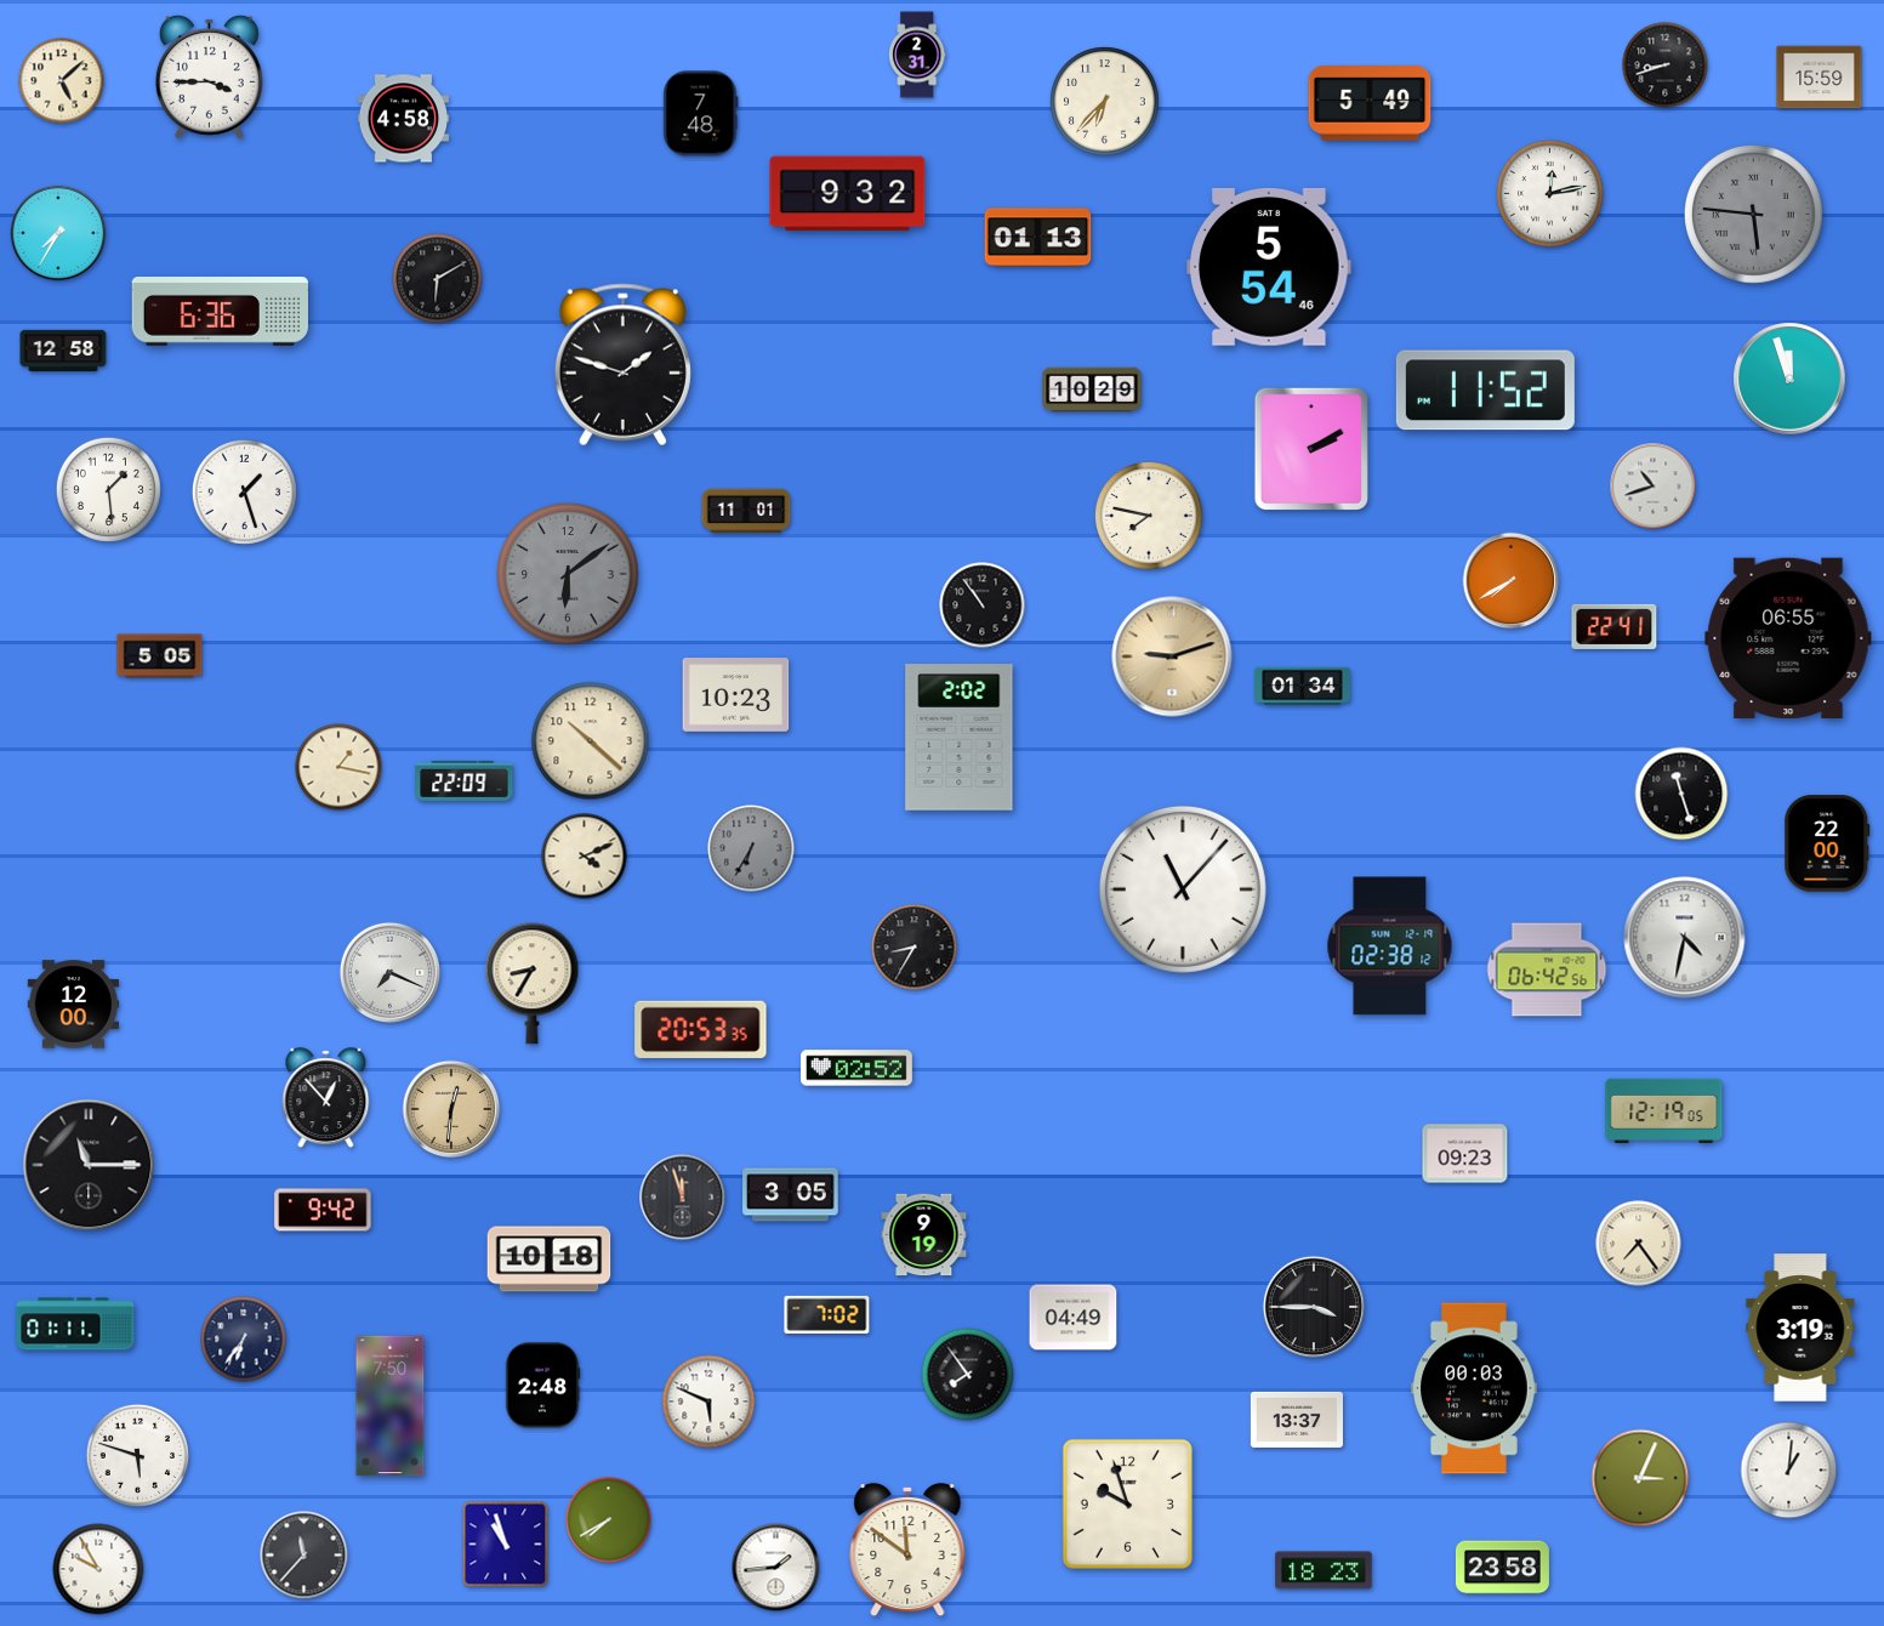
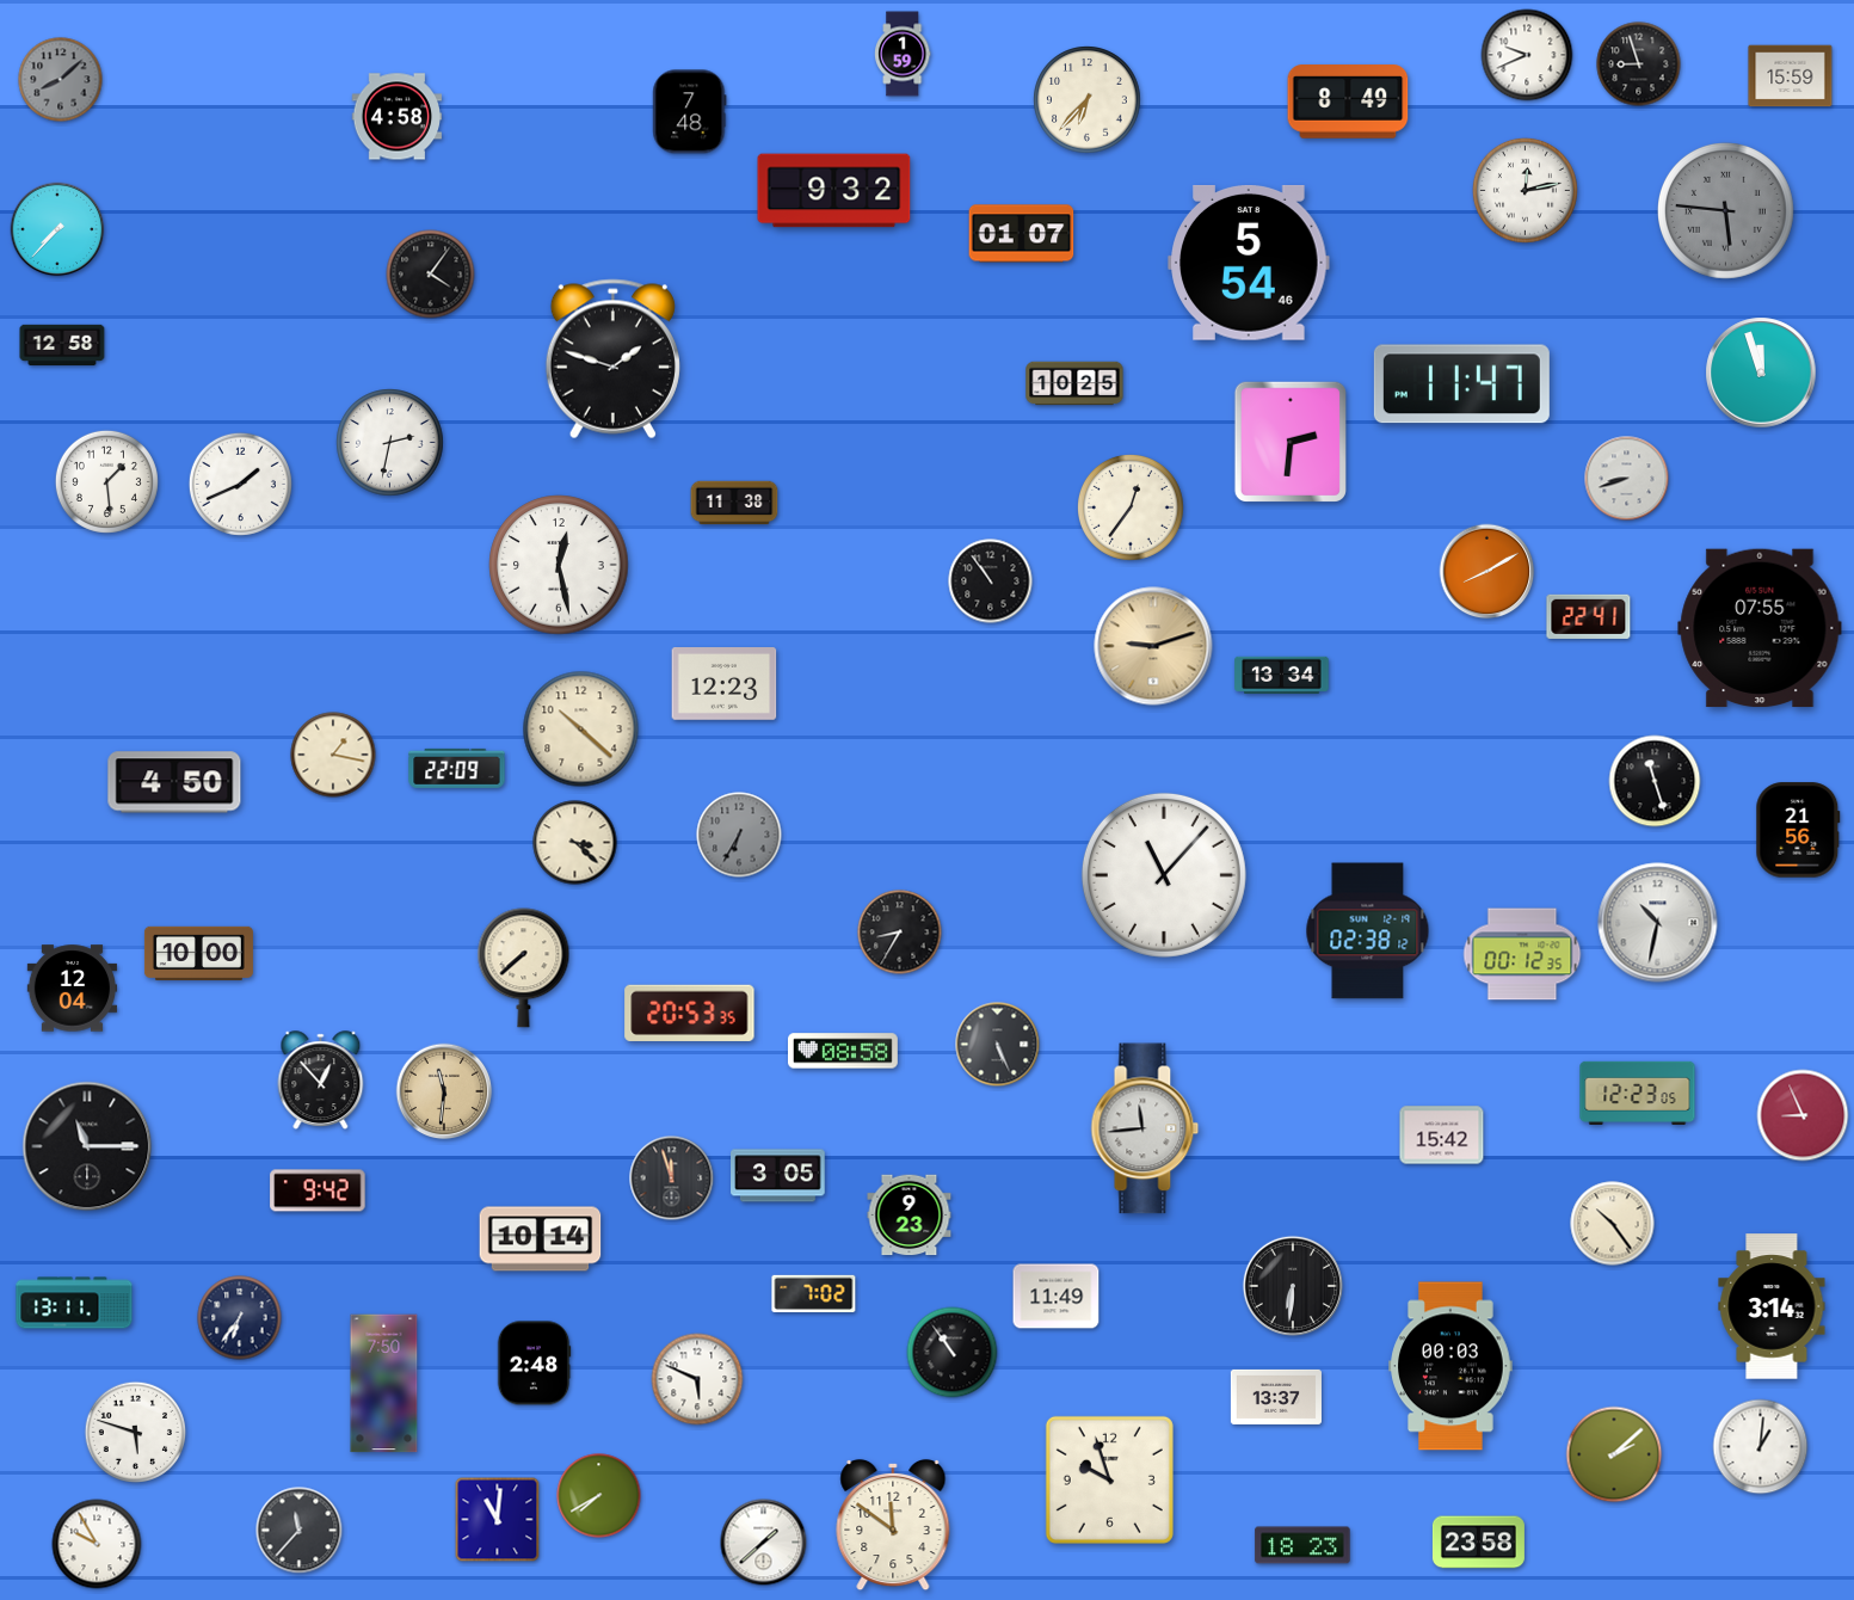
clock at (917, 55): 2:31 -> 1:59
clock at (1527, 55): none -> 9:41
clock at (1666, 66): 8:42 -> 8:57
clock at (209, 76): 3:45 -> none
clock at (62, 81): 5:08 -> 8:08
clock at (62, 81) dial: cream -> grey
clock at (1370, 103): 5:49 -> 8:49
clock at (58, 233): 7:35 -> 7:37
clock at (1038, 238): 01:13 -> 01:07
clock at (438, 279): 6:10 -> 4:06
clock at (220, 312): 6:36 -> none
clock at (1092, 390): 10:29 -> 10:25
clock at (1485, 391): 11:52 -> 11:47
clock at (1311, 449): 2:10 -> 2:31
clock at (390, 443): none -> 2:32
clock at (1654, 487): 10:42 -> 8:42
clock at (244, 491): 1:27 -> 1:41
clock at (746, 511): 11:01 -> 11:38
clock at (1150, 517): 7:47 -> 12:36
clock at (568, 574): 6:09 -> 12:28
clock at (568, 574) dial: grey -> white
clock at (1512, 581): 7:40 -> 8:10
clock at (983, 606) position: (983, 606) -> (991, 581)
clock at (1788, 638): 06:55 -> 07:55
clock at (160, 656): 5:05 -> none
clock at (1303, 686): 01:34 -> 13:34
clock at (736, 695): 10:23 -> 12:23
clock at (960, 738): 2:02 -> none
clock at (174, 782): none -> 4:50
clock at (1827, 843): 22:00 -> 21:56
clock at (585, 857): 4:11 -> 3:22
clock at (1685, 938): 4:32 -> 10:32
clock at (198, 953): none -> 10:00
clock at (1547, 970): 06:42 -> 00:12
clock at (389, 972): 7:19 -> none
clock at (533, 984): 8:35 -> 7:38
clock at (74, 1005): 12:00 -> 12:04
clock at (998, 1045): none -> 5:26
clock at (858, 1068): 02:52 -> 08:58
clock at (451, 1109): 12:31 -> 11:31
clock at (1664, 1110): 12:19 -> 12:23
clock at (1803, 1115): none -> 8:56
clock at (1145, 1128): none -> 11:44
clock at (1465, 1154): 09:23 -> 15:42
clock at (924, 1235): 9:19 -> 9:23
clock at (1639, 1244): 7:24 -> 10:24
clock at (550, 1260): 10:18 -> 10:14
clock at (1314, 1307): 3:45 -> 6:31
clock at (1074, 1318): 04:49 -> 11:49
clock at (75, 1324): 01:11 -> 13:11
clock at (1800, 1327): 3:19 -> 3:14
clock at (968, 1375): 7:54 -> 10:54
clock at (1640, 1478): 3:04 -> 2:08
clock at (506, 1545): 10:57 -> 11:01
clock at (776, 1568): 1:44 -> 1:38
